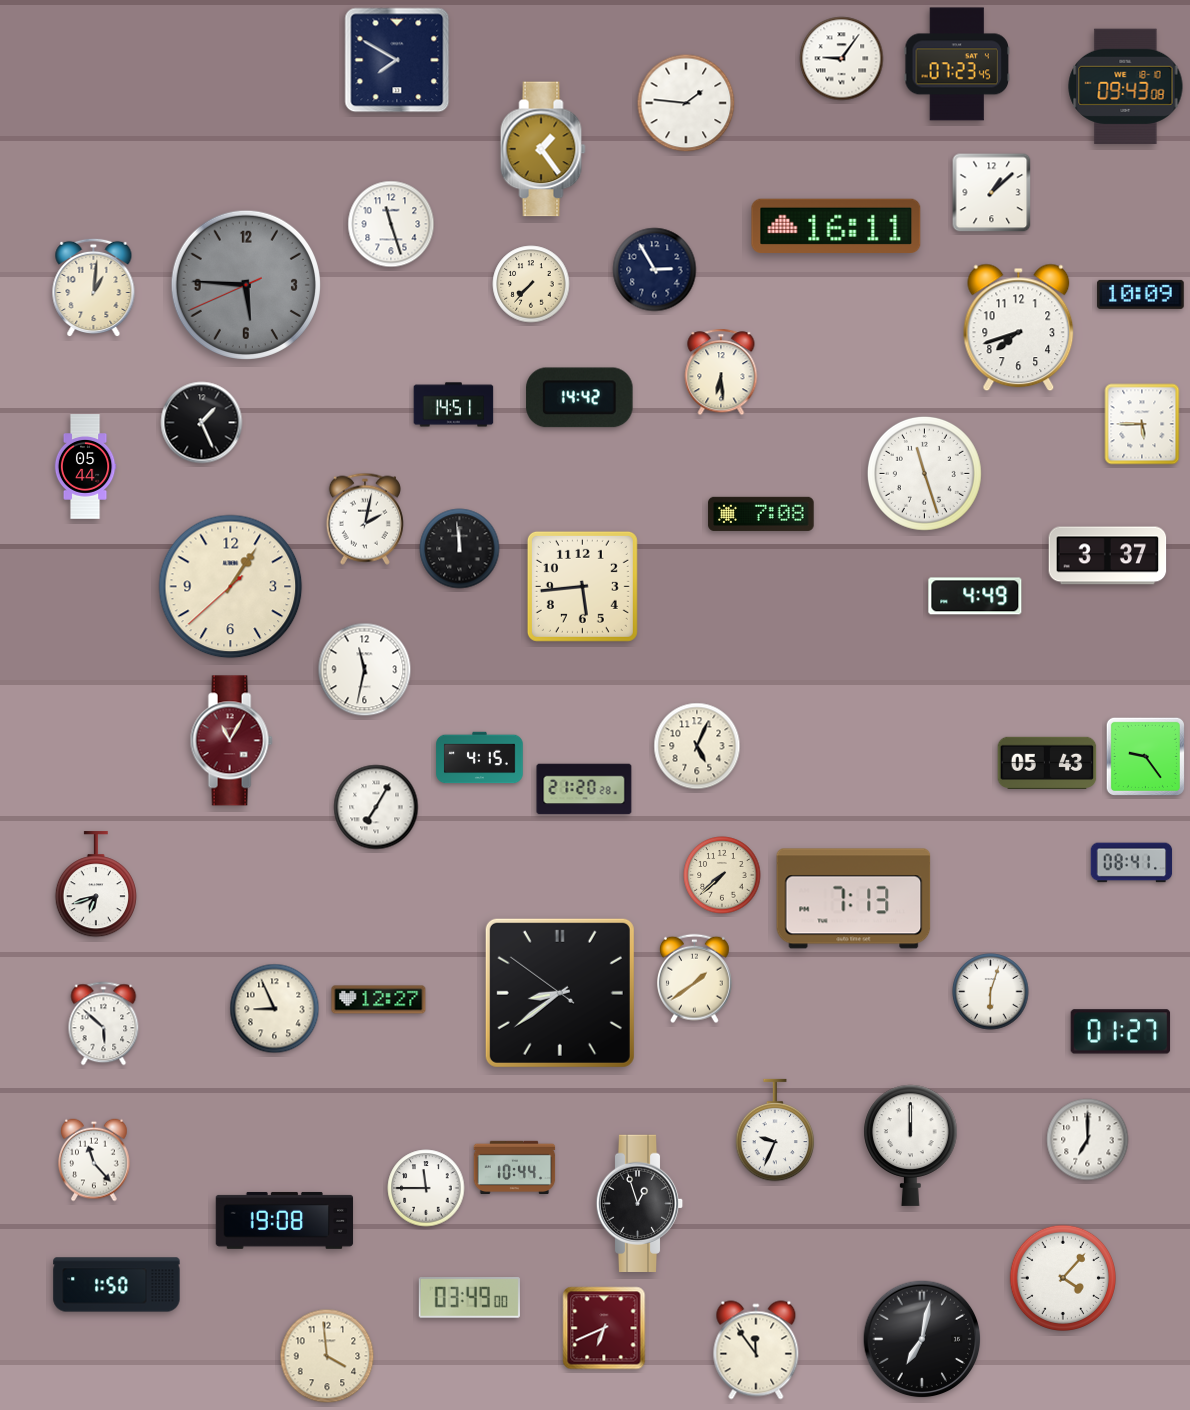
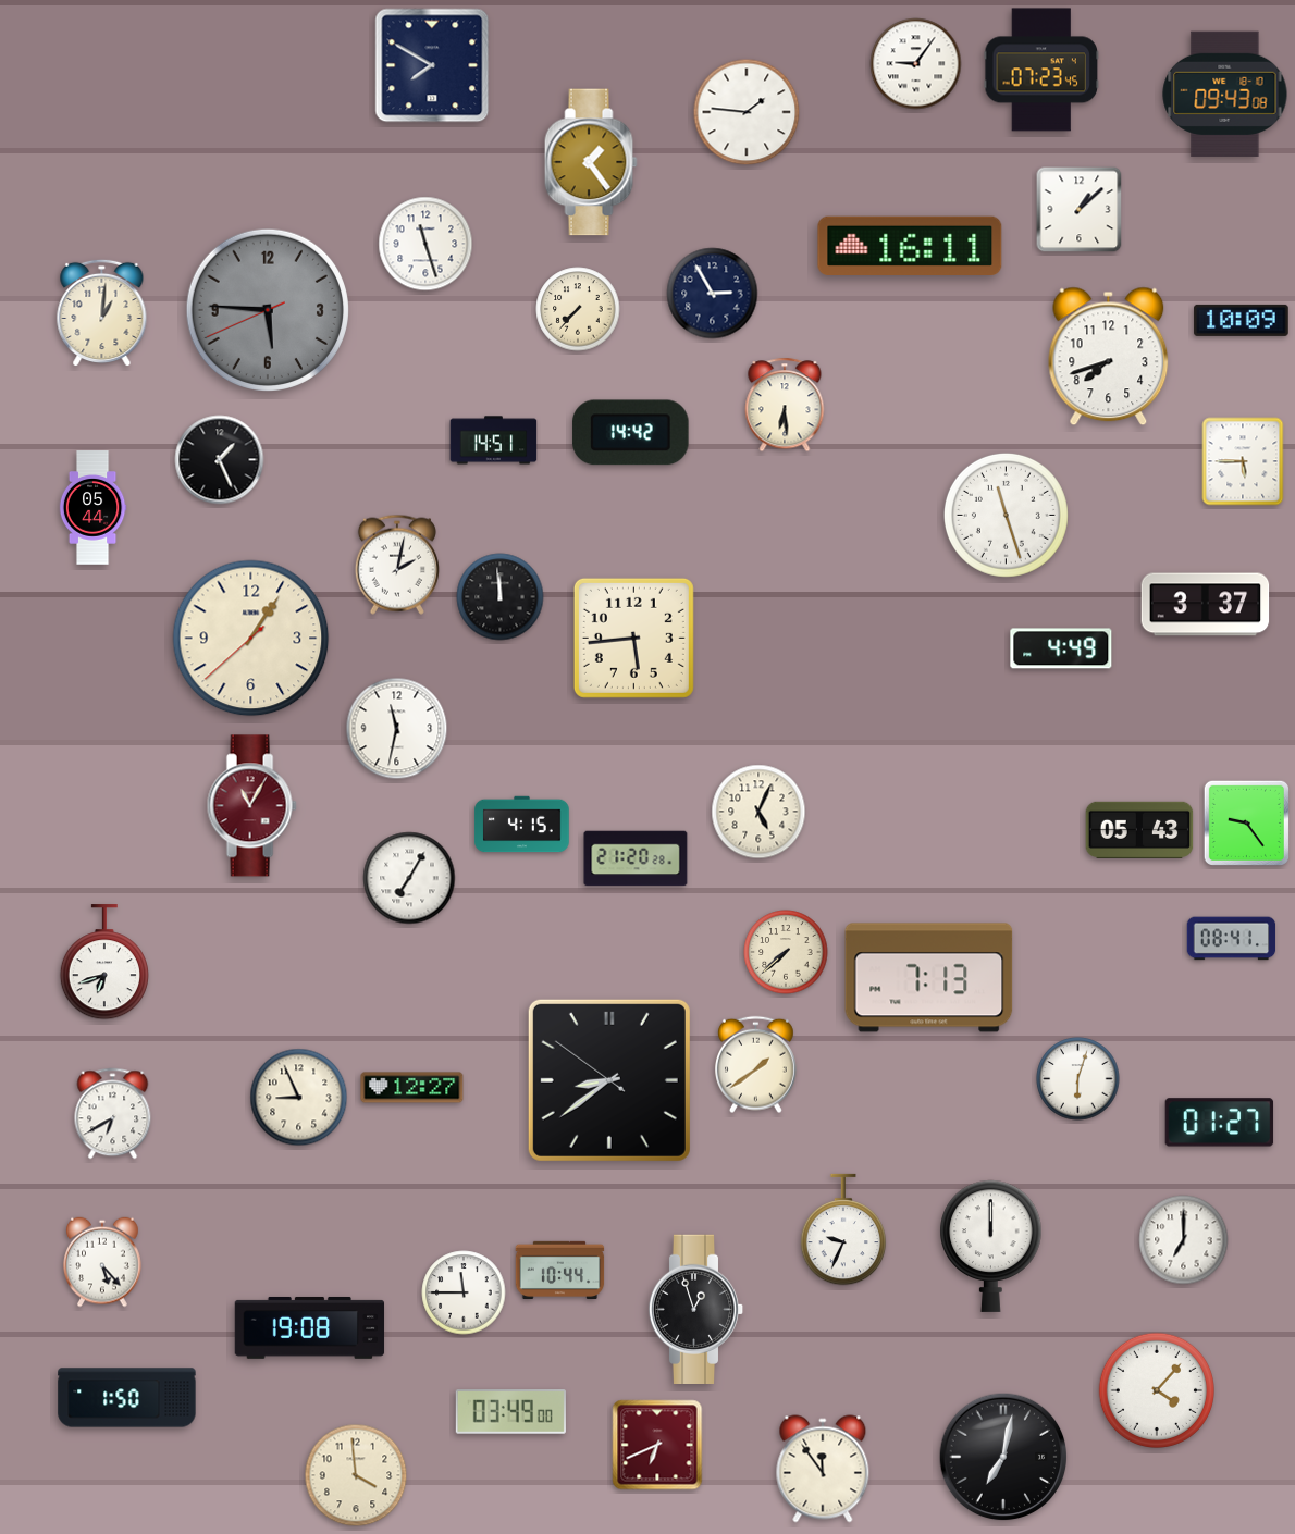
clock at (761, 514): 7:08 -> none
clock at (104, 1024): 5:52 -> 6:40
clock at (94, 1160): 11:23 -> 5:23
